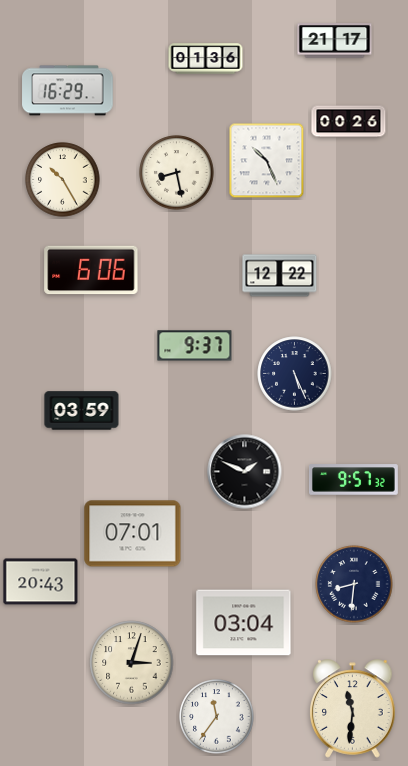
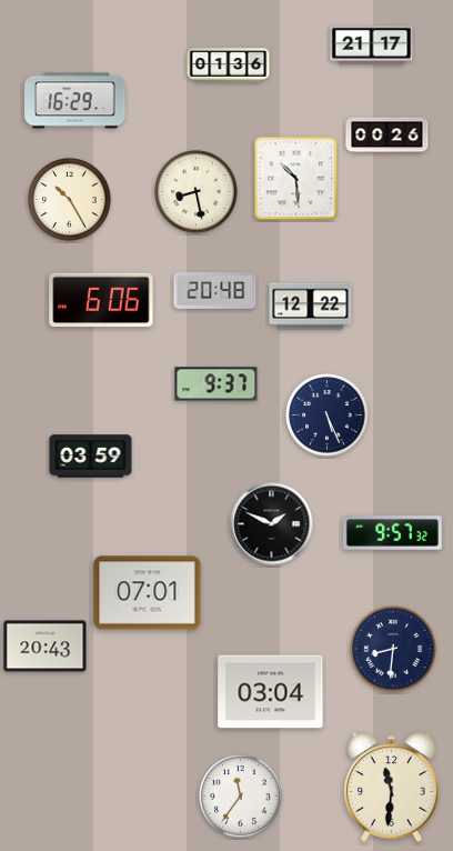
clock at (267, 161): 10:26 -> 10:29
clock at (215, 290): none -> 20:48
clock at (132, 663): 3:03 -> none
